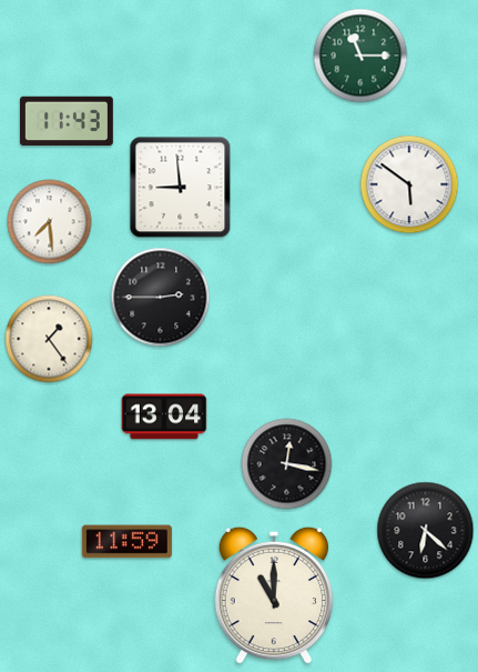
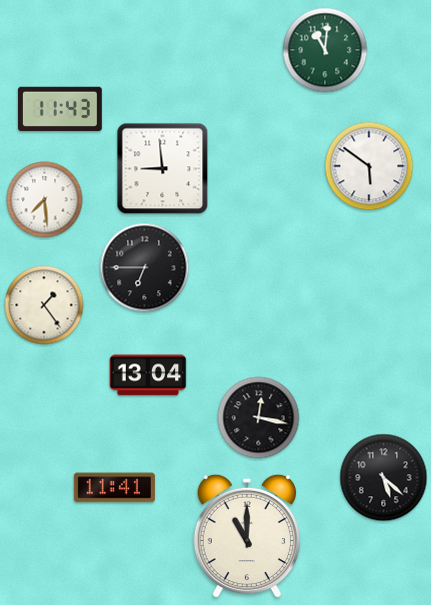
clock at (360, 56): 11:15 -> 11:01
clock at (161, 298): 2:45 -> 6:45
clock at (426, 531): 6:22 -> 5:22
clock at (126, 542): 11:59 -> 11:41
